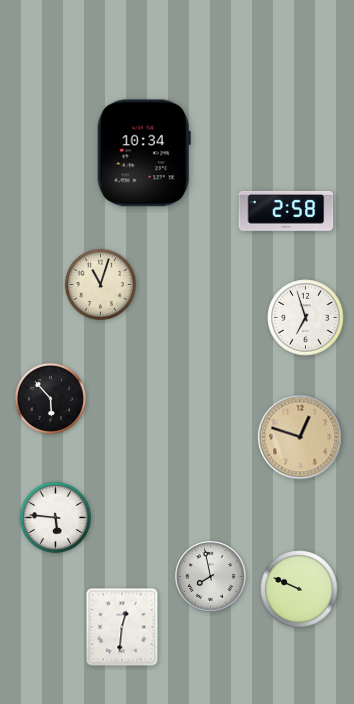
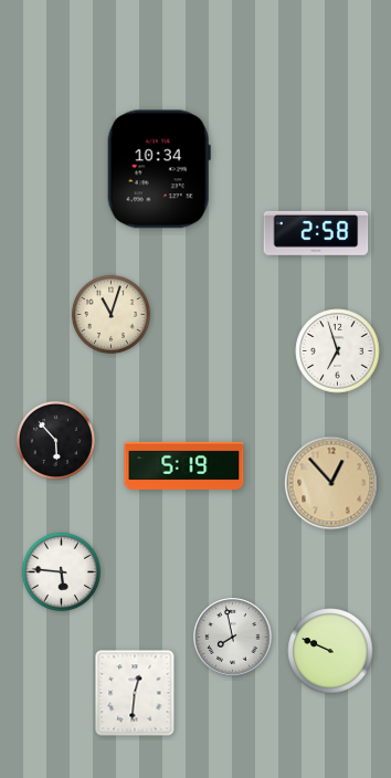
clock at (184, 465): none -> 5:19
clock at (300, 437): 12:48 -> 12:53
